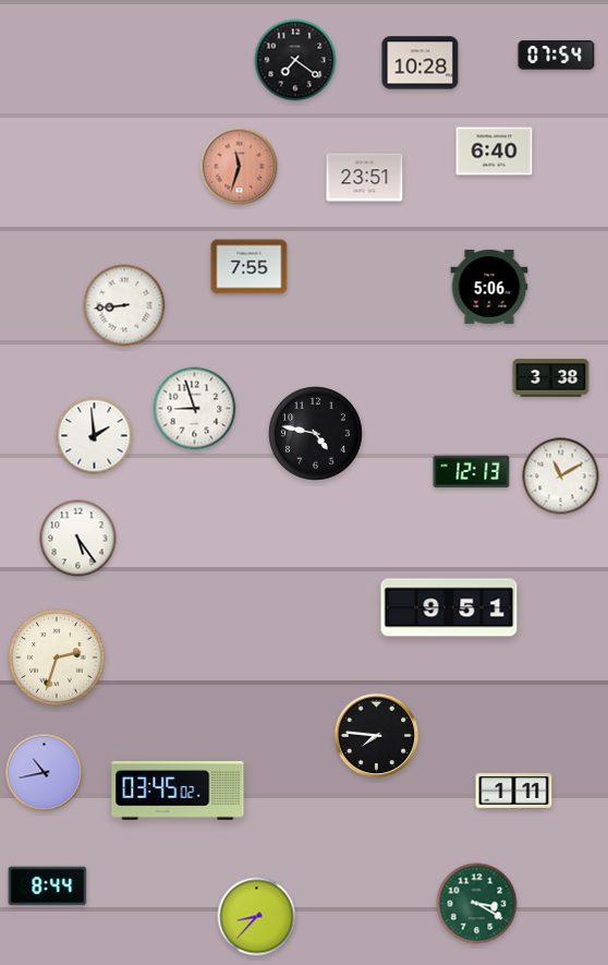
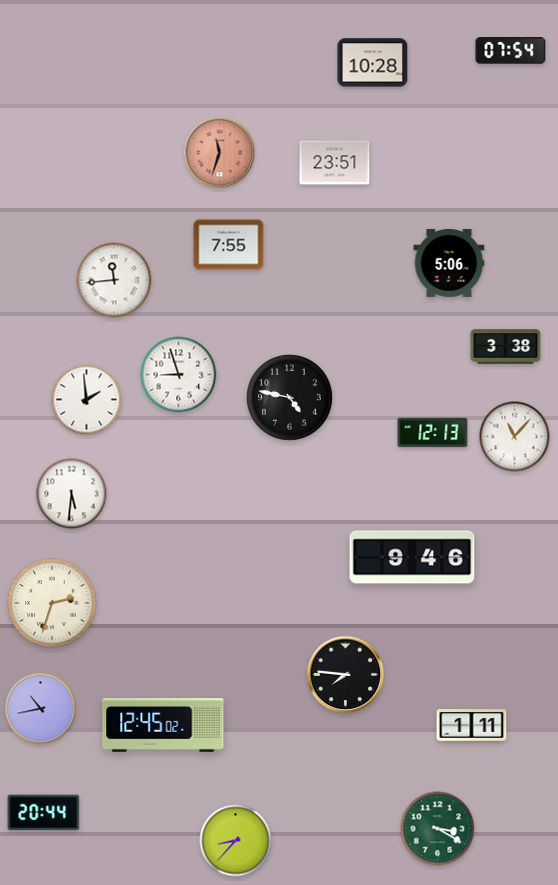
clock at (295, 60): 7:21 -> none
clock at (421, 63) position: (421, 63) -> (373, 63)
clock at (495, 152): 6:40 -> none
clock at (124, 305): 8:44 -> 11:44
clock at (561, 477): 11:10 -> 11:07
clock at (78, 539): 5:24 -> 5:31
clock at (449, 607): 9:51 -> 9:46
clock at (178, 792): 03:45 -> 12:45
clock at (48, 886): 8:44 -> 20:44
